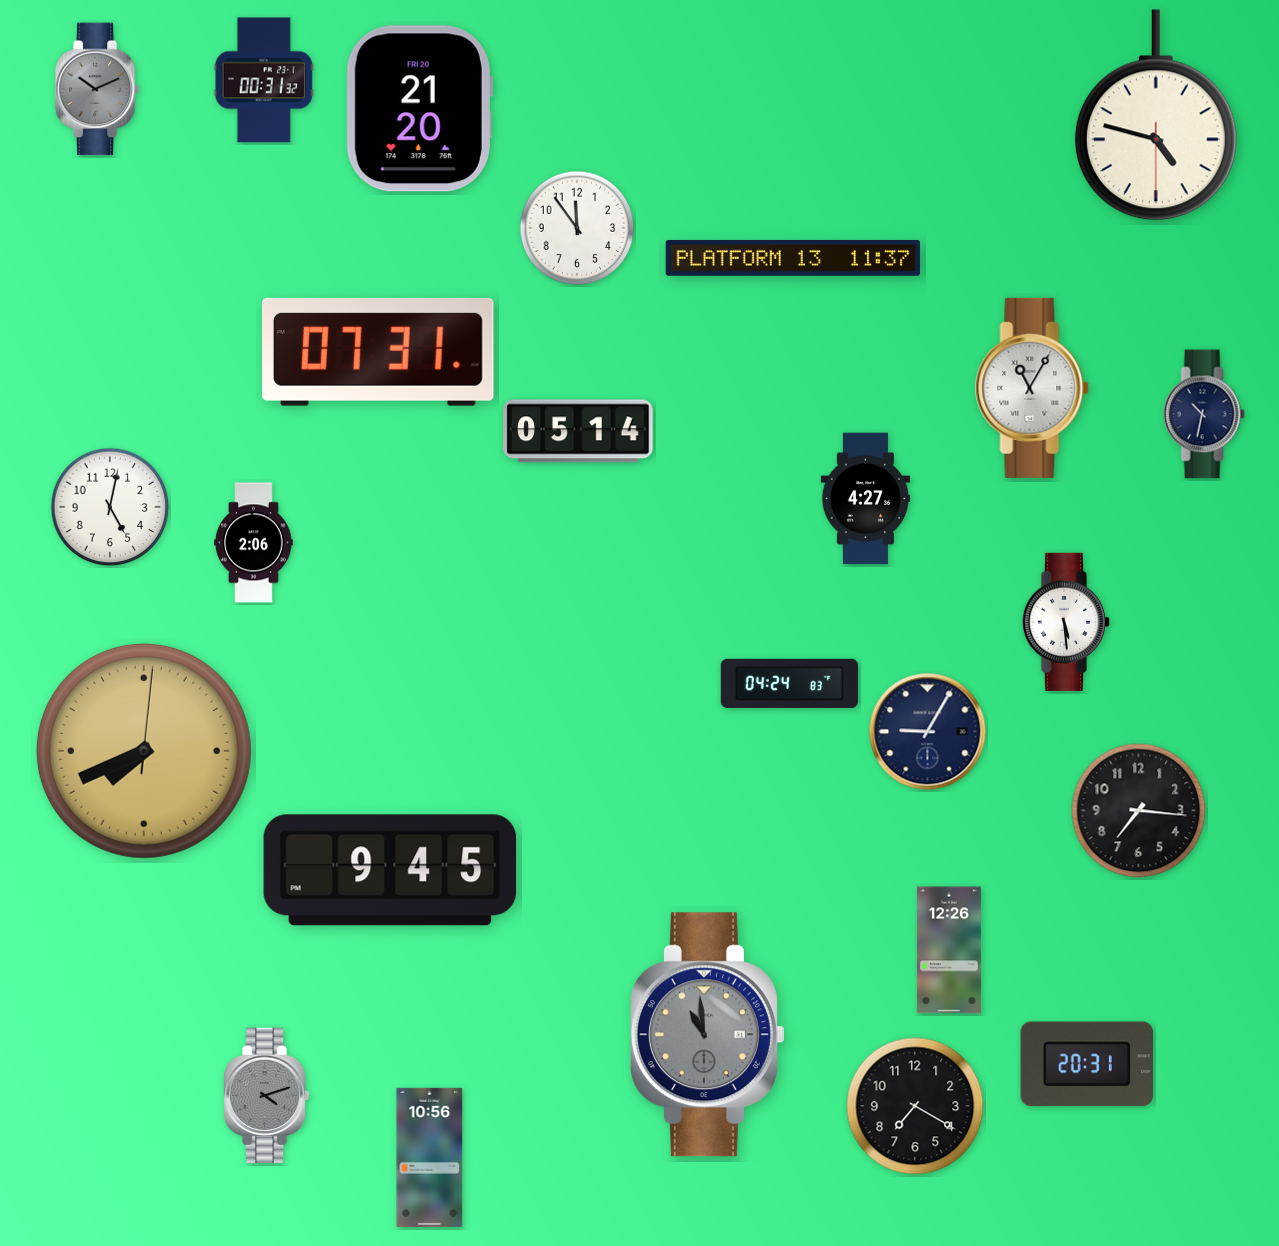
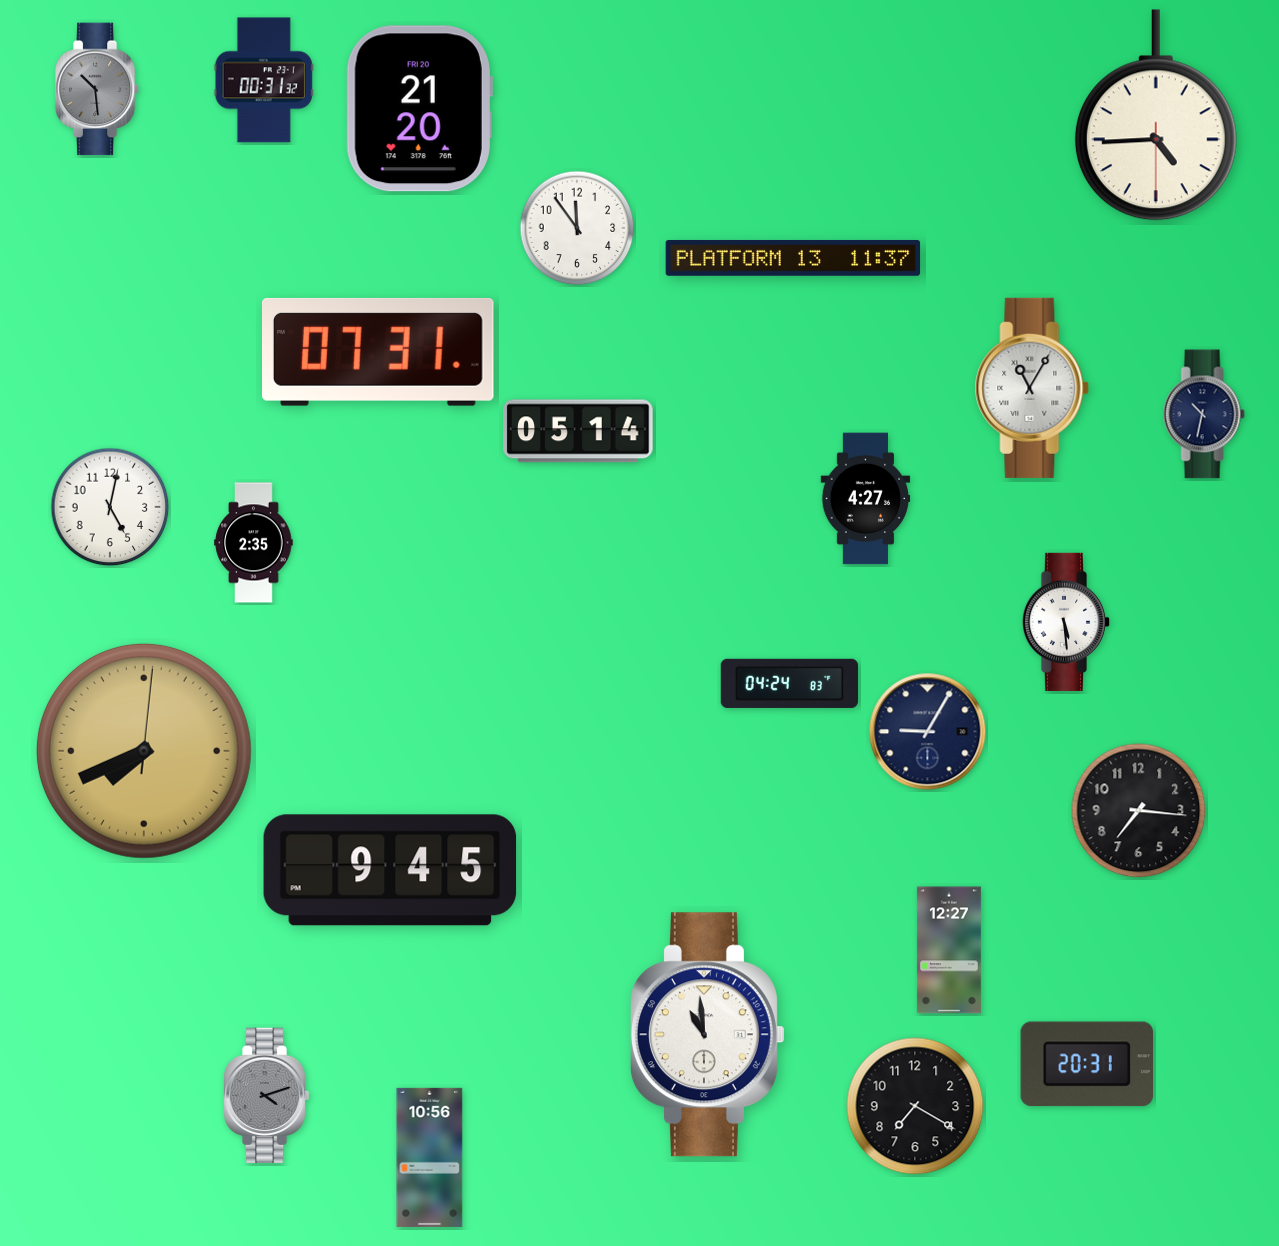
clock at (97, 89): 10:11 -> 10:29
clock at (1156, 115): 4:47 -> 4:44
clock at (254, 543): 2:06 -> 2:35
clock at (949, 950): 12:26 -> 12:27
clock at (707, 1035) dial: grey -> white
